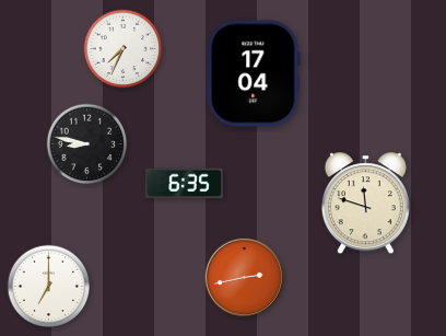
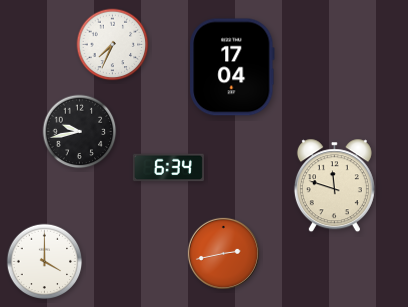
clock at (87, 144): 8:47 -> 9:43
clock at (184, 184): 6:35 -> 6:34
clock at (49, 287): 7:00 -> 4:00
